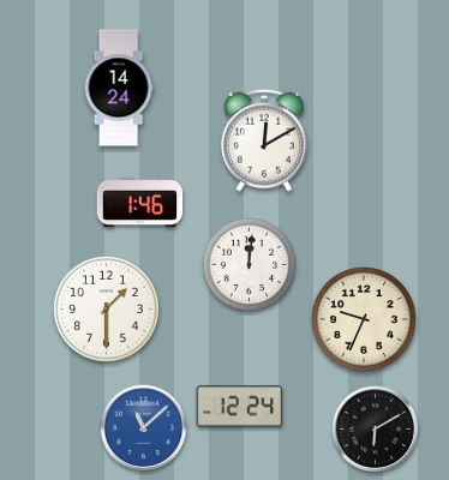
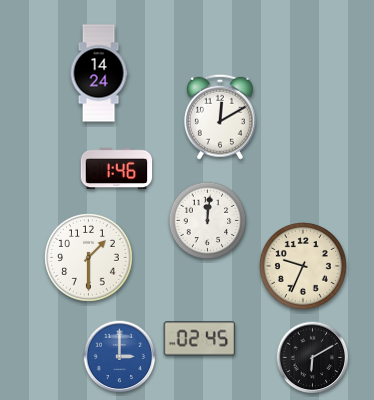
clock at (240, 407): 12:24 -> 02:45
clock at (144, 428): 11:08 -> 3:00
